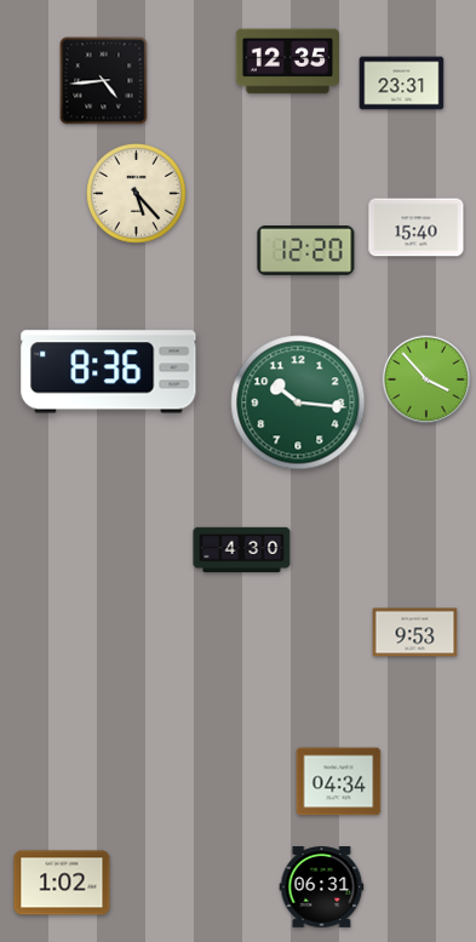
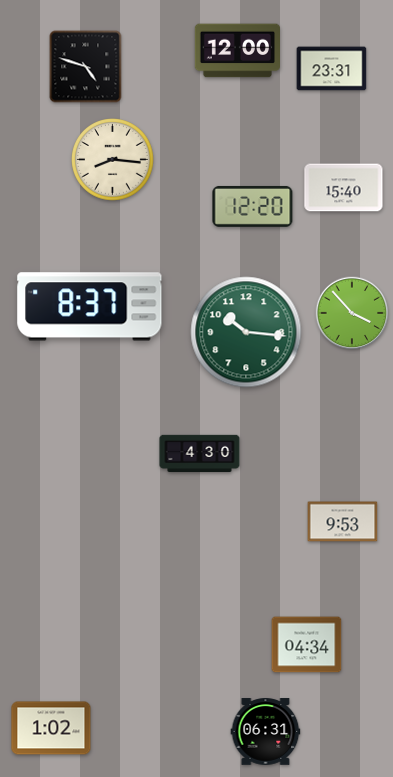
clock at (287, 62): 12:35 -> 12:00
clock at (104, 81): 4:44 -> 4:48
clock at (137, 194): 5:23 -> 8:16
clock at (109, 372): 8:36 -> 8:37
clock at (339, 782) position: (339, 782) -> (307, 645)
